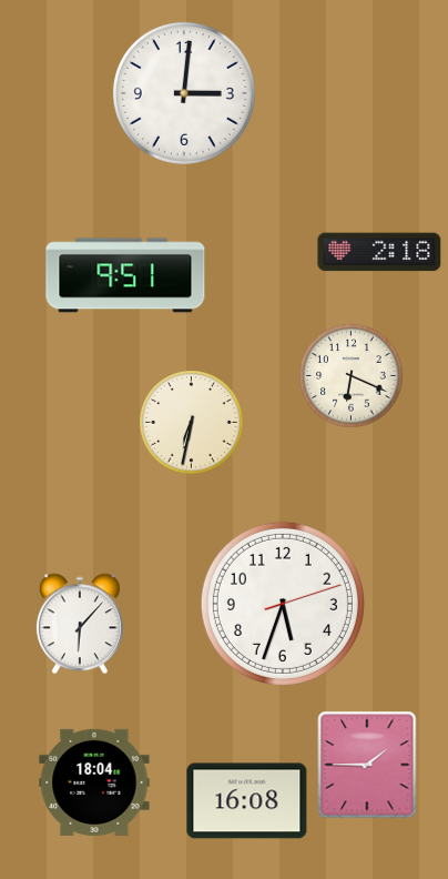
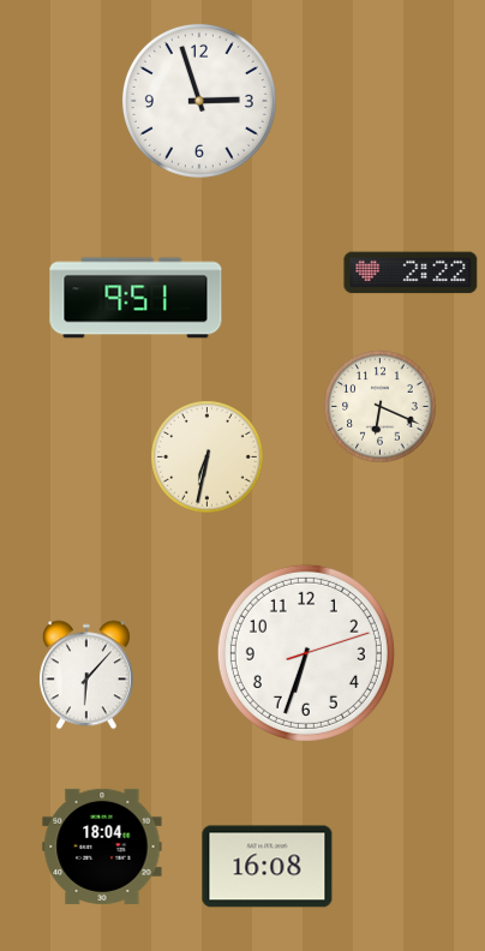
clock at (184, 93): 3:01 -> 2:57
clock at (379, 252): 2:18 -> 2:22
clock at (283, 604): 5:33 -> 6:33
clock at (367, 765): 1:45 -> none
